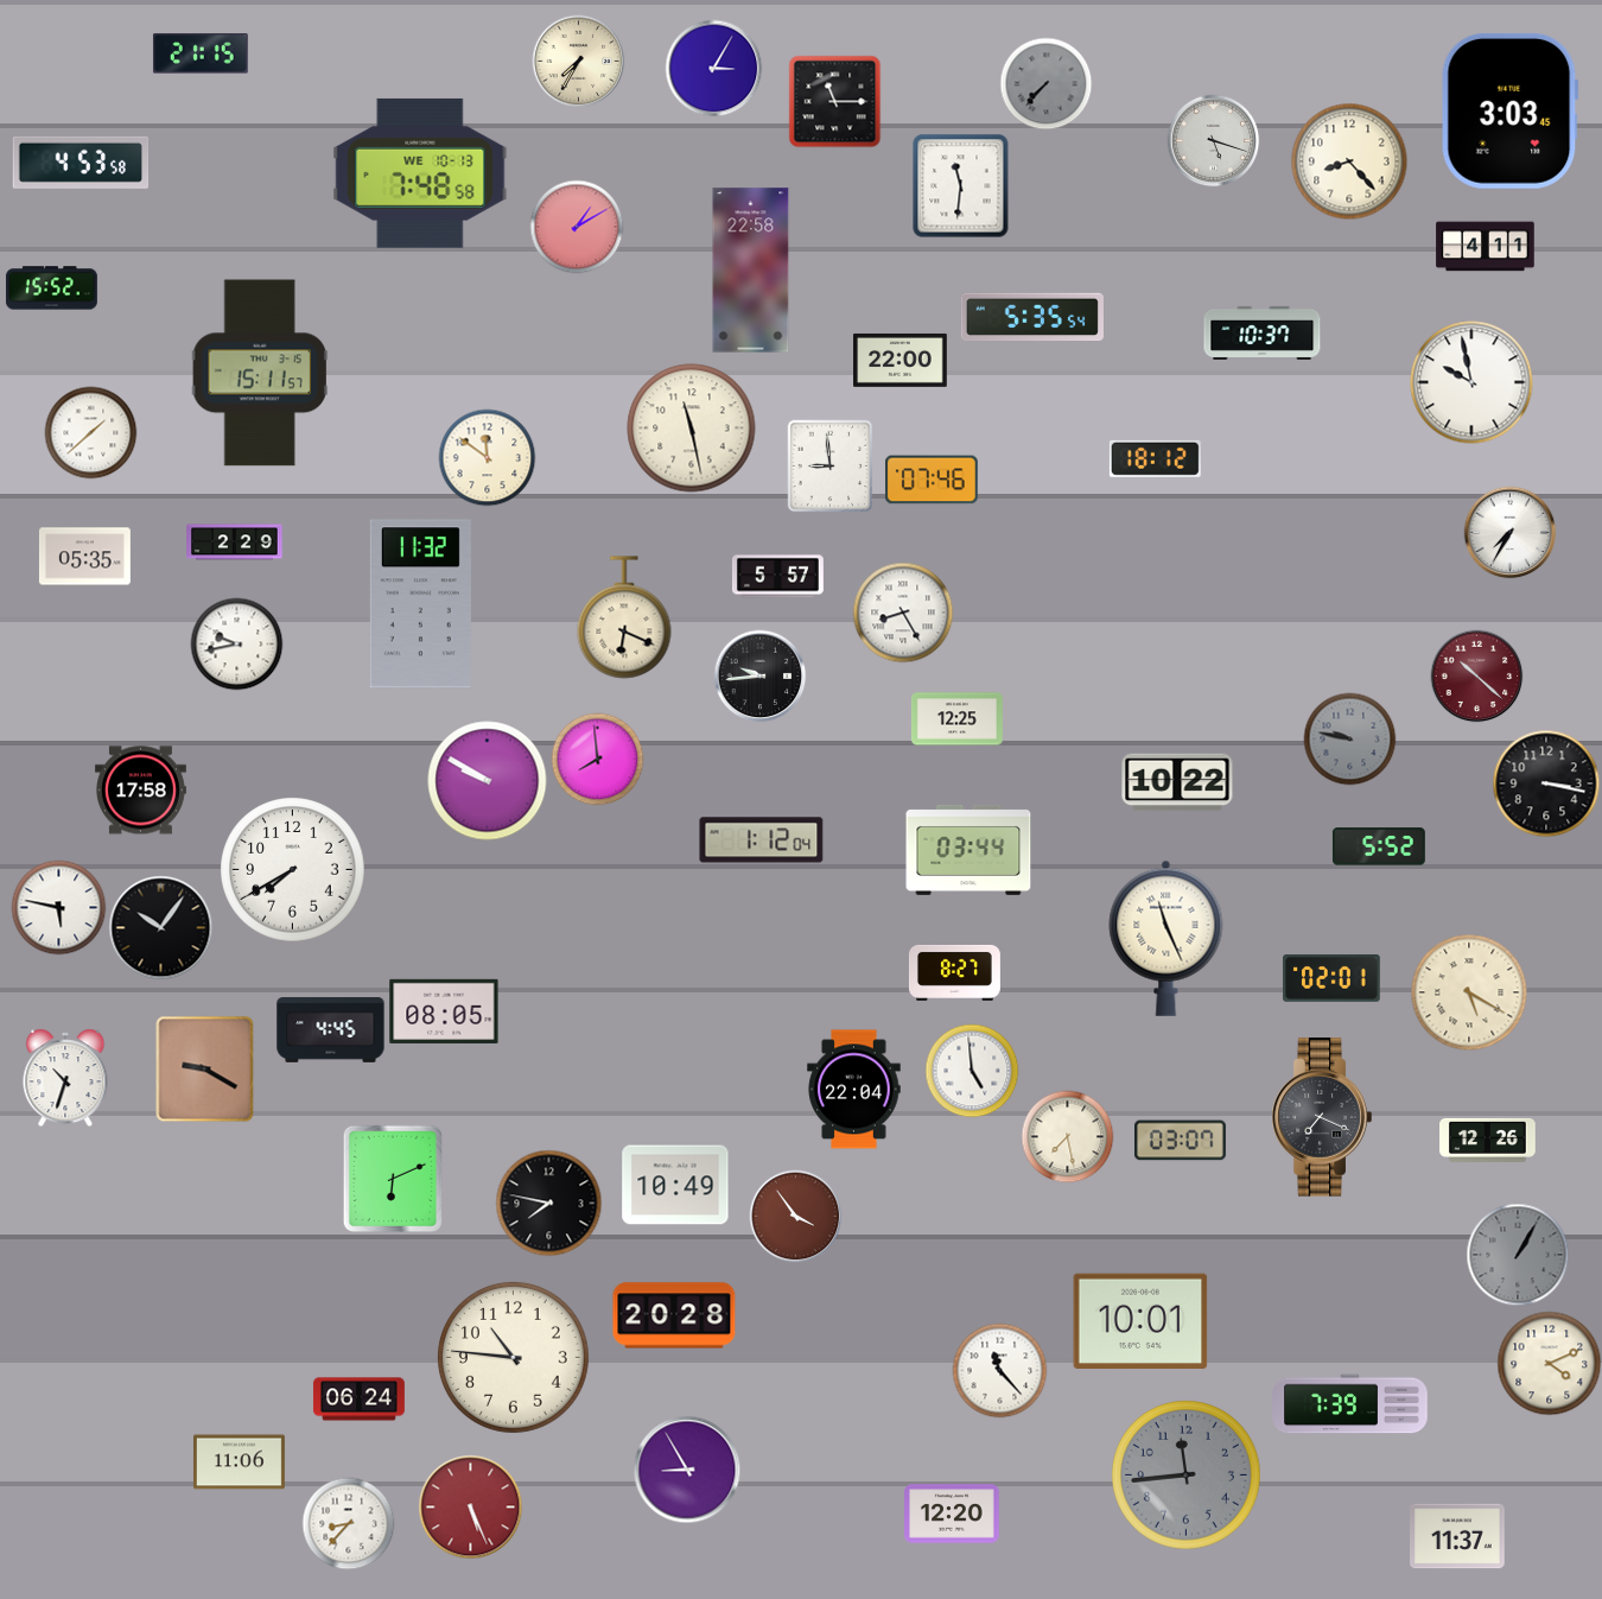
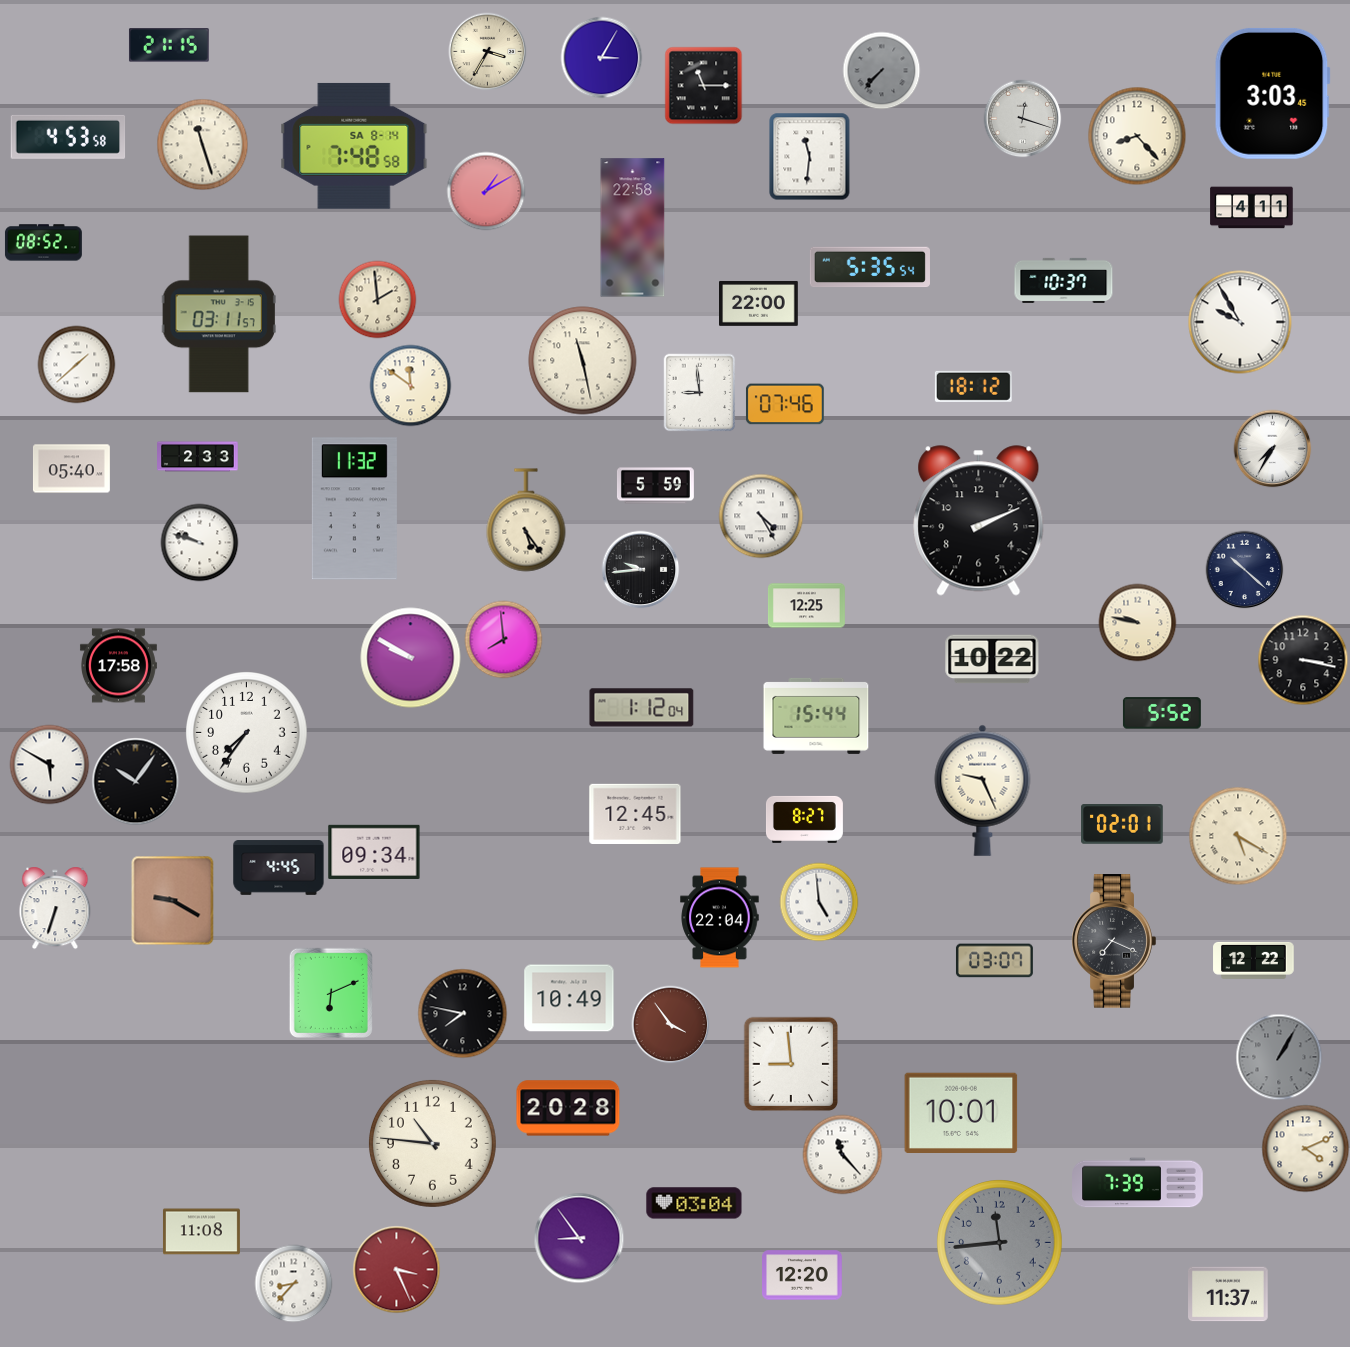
clock at (578, 61): 7:35 -> 3:35
clock at (1213, 140): 5:18 -> 12:18
clock at (202, 144): none -> 11:27
clock at (420, 173) date: WE 10-13 -> SA 8-14
clock at (51, 288): 15:52 -> 08:52
clock at (377, 299): none -> 1:59
clock at (260, 373): 15:11 -> 03:11
clock at (1471, 382): 9:58 -> 9:55
clock at (235, 542): 2:29 -> 2:33
clock at (84, 557): 05:35 -> 05:40
clock at (777, 577): 5:57 -> 5:59
clock at (903, 613): 8:25 -> 4:25
clock at (624, 617): 6:19 -> 5:24
clock at (979, 521): none -> 2:11
clock at (236, 643): 9:43 -> 9:48
clock at (1476, 675) dial: burgundy -> navy
clock at (1349, 738) dial: grey -> cream
clock at (968, 850): 03:44 -> 15:44
clock at (293, 870): 7:40 -> 7:36
clock at (58, 907): 5:47 -> 5:50
clock at (1166, 938): 11:26 -> 9:26
clock at (635, 813): none -> 12:45
clock at (444, 1011): 08:05 -> 09:34
clock at (65, 1078): 10:33 -> 6:33
clock at (1067, 1136): 7:28 -> none
clock at (1488, 1140): 12:26 -> 12:22
clock at (790, 1063): none -> 8:59
clock at (358, 1400): 06:24 -> none
clock at (694, 1203): none -> 03:04
clock at (239, 1462): 11:06 -> 11:08
clock at (687, 1470): 8:55 -> 8:54
clock at (470, 1506): 5:26 -> 3:26
